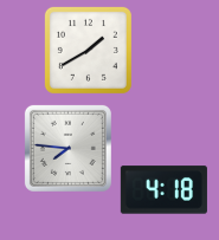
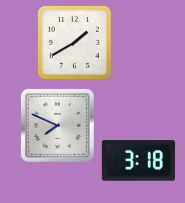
clock at (67, 148): 7:46 -> 7:49
clock at (163, 190): 4:18 -> 3:18
